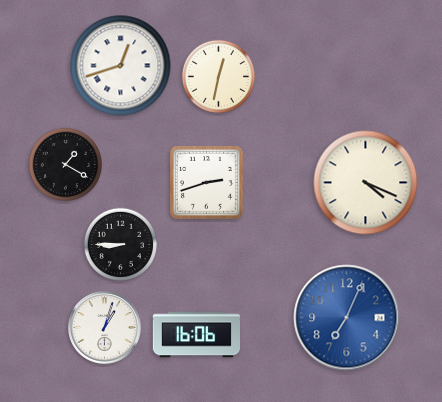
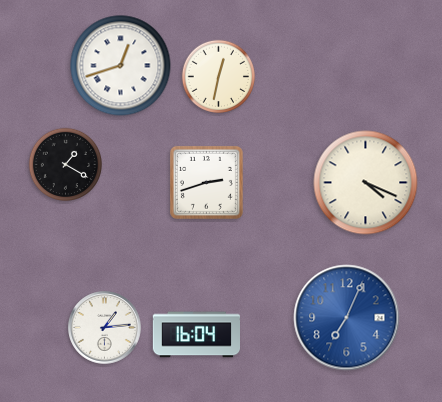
clock at (120, 244): 8:45 -> none
clock at (105, 328): 1:03 -> 1:14
clock at (196, 335): 16:06 -> 16:04
